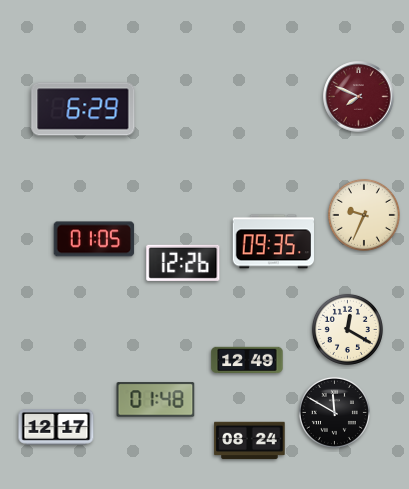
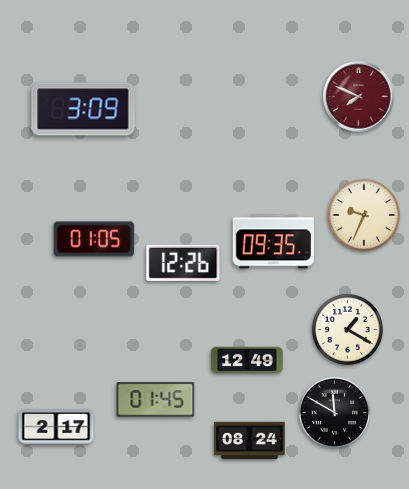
clock at (83, 109): 6:29 -> 3:09
clock at (347, 329): 12:20 -> 1:20
clock at (156, 400): 01:48 -> 01:45
clock at (56, 427): 12:17 -> 2:17
